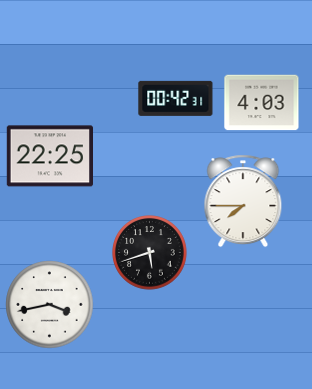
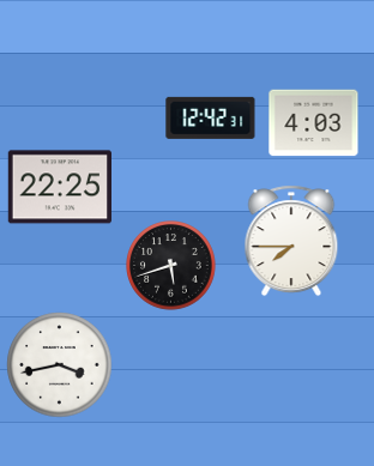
clock at (176, 98): 00:42 -> 12:42
clock at (150, 253) position: (150, 253) -> (171, 266)
